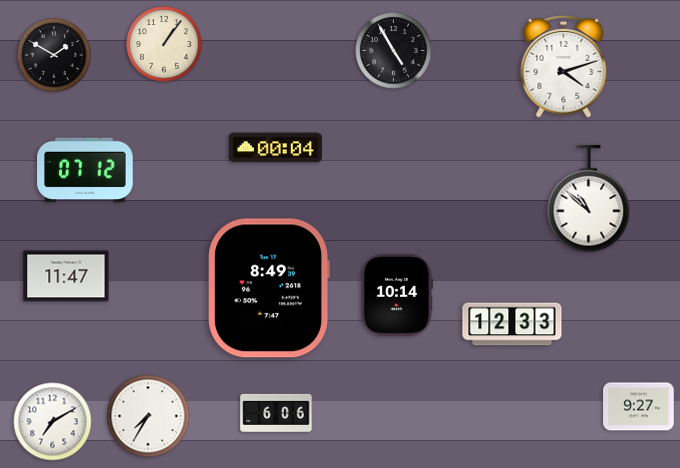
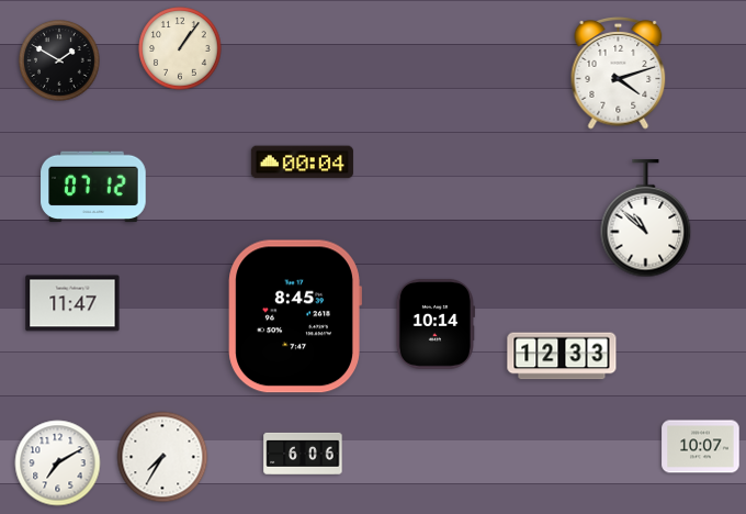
clock at (394, 51): 4:55 -> none
clock at (269, 288): 8:49 -> 8:45
clock at (639, 407): 9:27 -> 10:07
